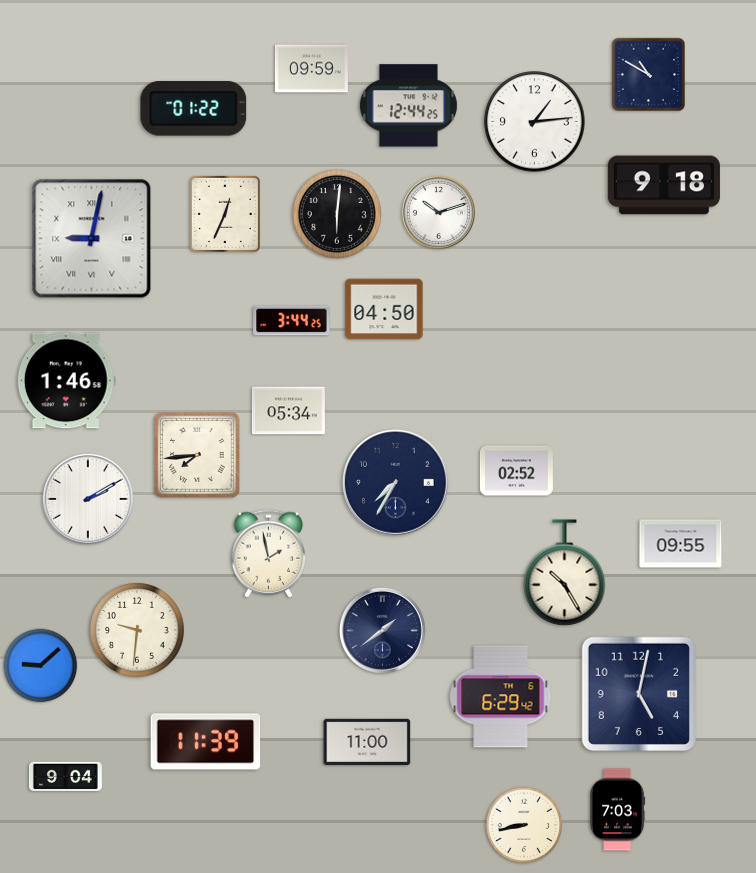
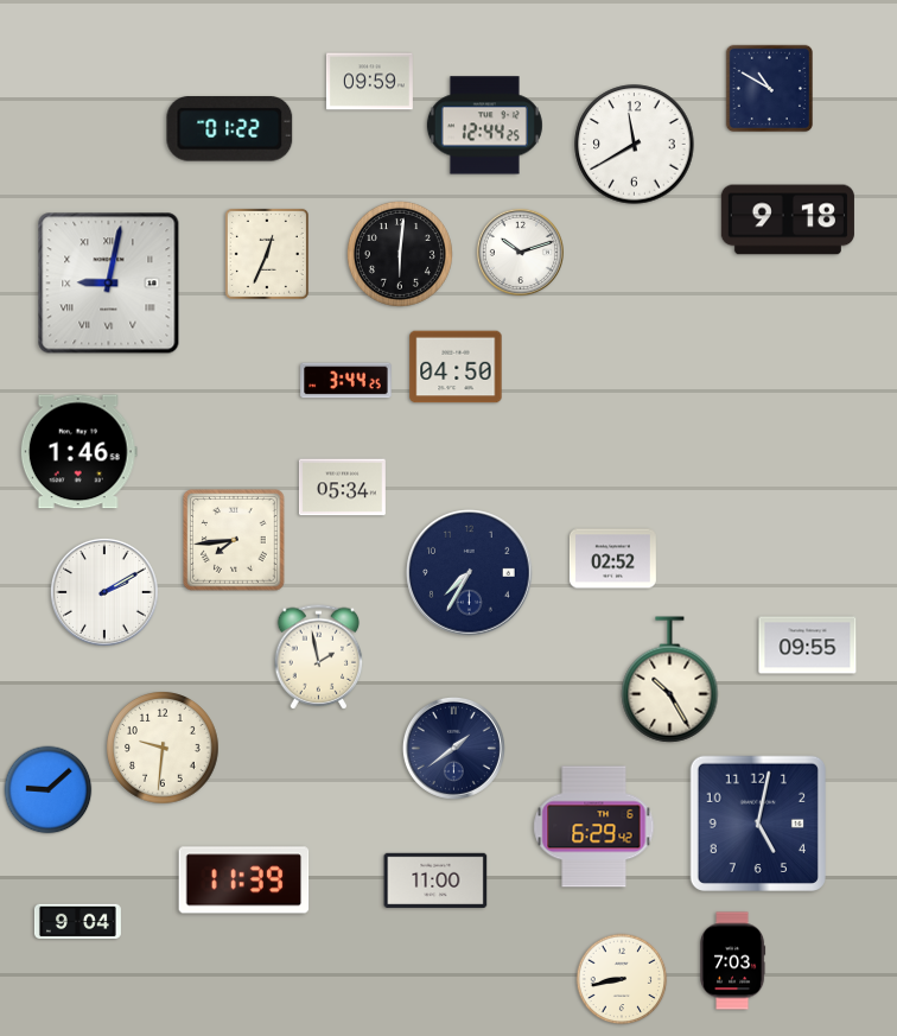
clock at (535, 122): 1:14 -> 11:40
